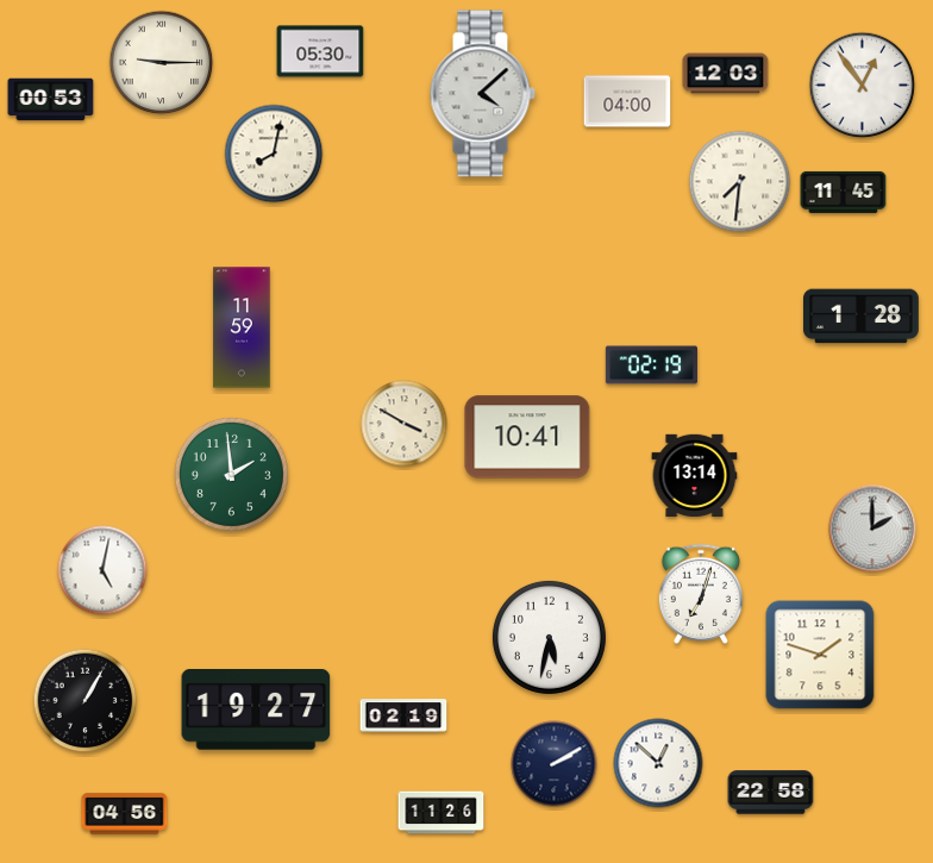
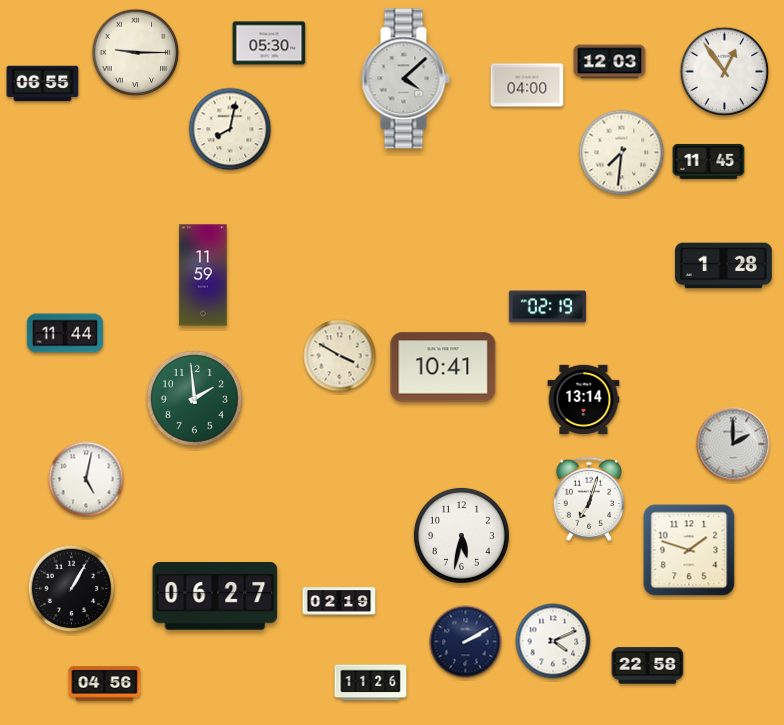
clock at (51, 100): 00:53 -> 06:55
clock at (65, 333): none -> 11:44
clock at (256, 709): 19:27 -> 06:27
clock at (658, 763): 12:52 -> 4:11
